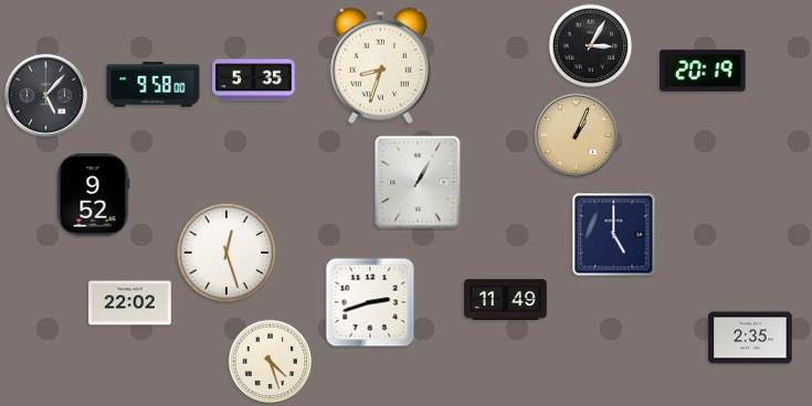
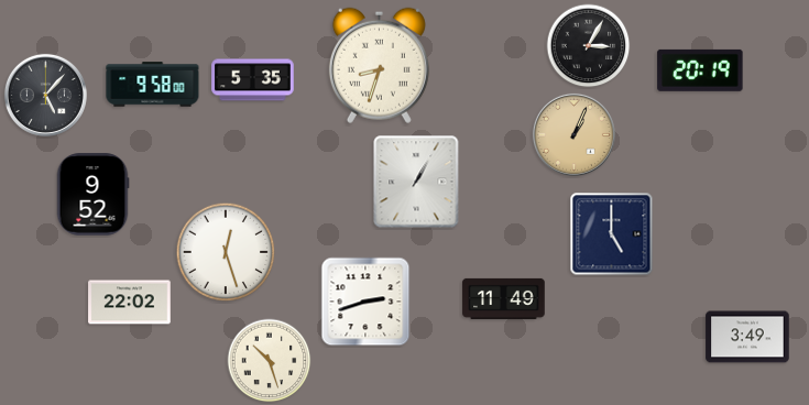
clock at (370, 302) position: (370, 302) -> (365, 302)
clock at (750, 338): 2:35 -> 3:49
clock at (271, 362): 4:27 -> 10:27
